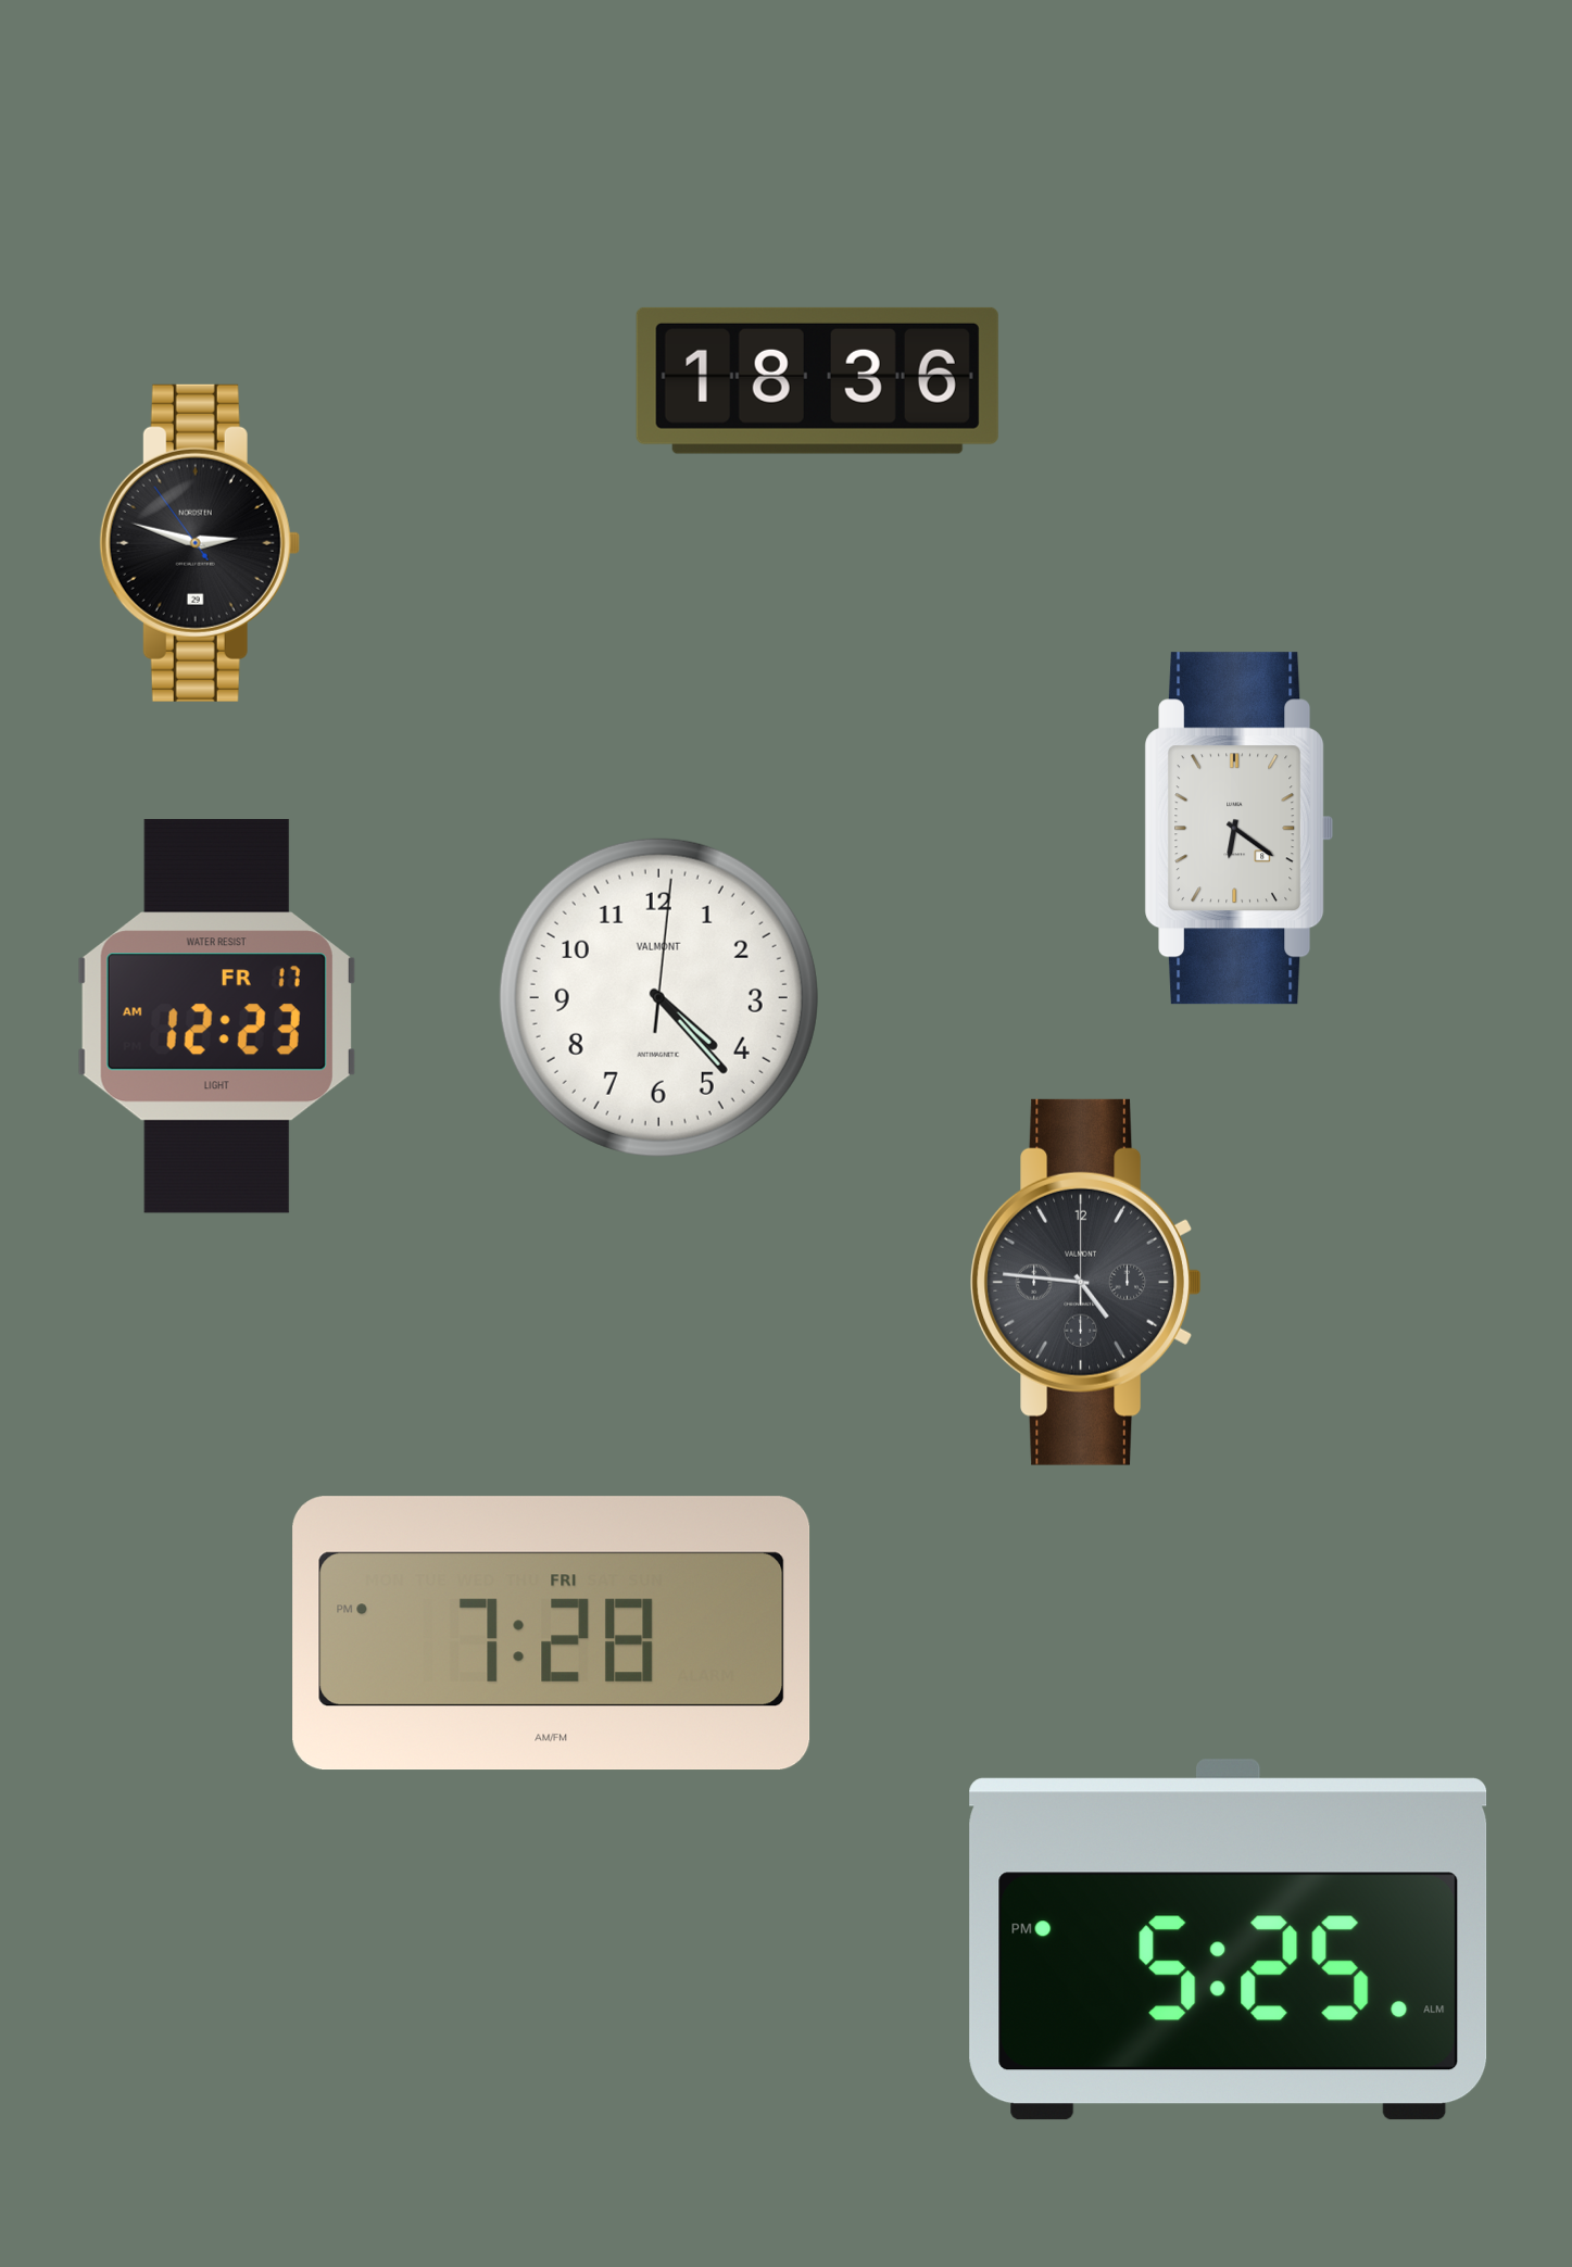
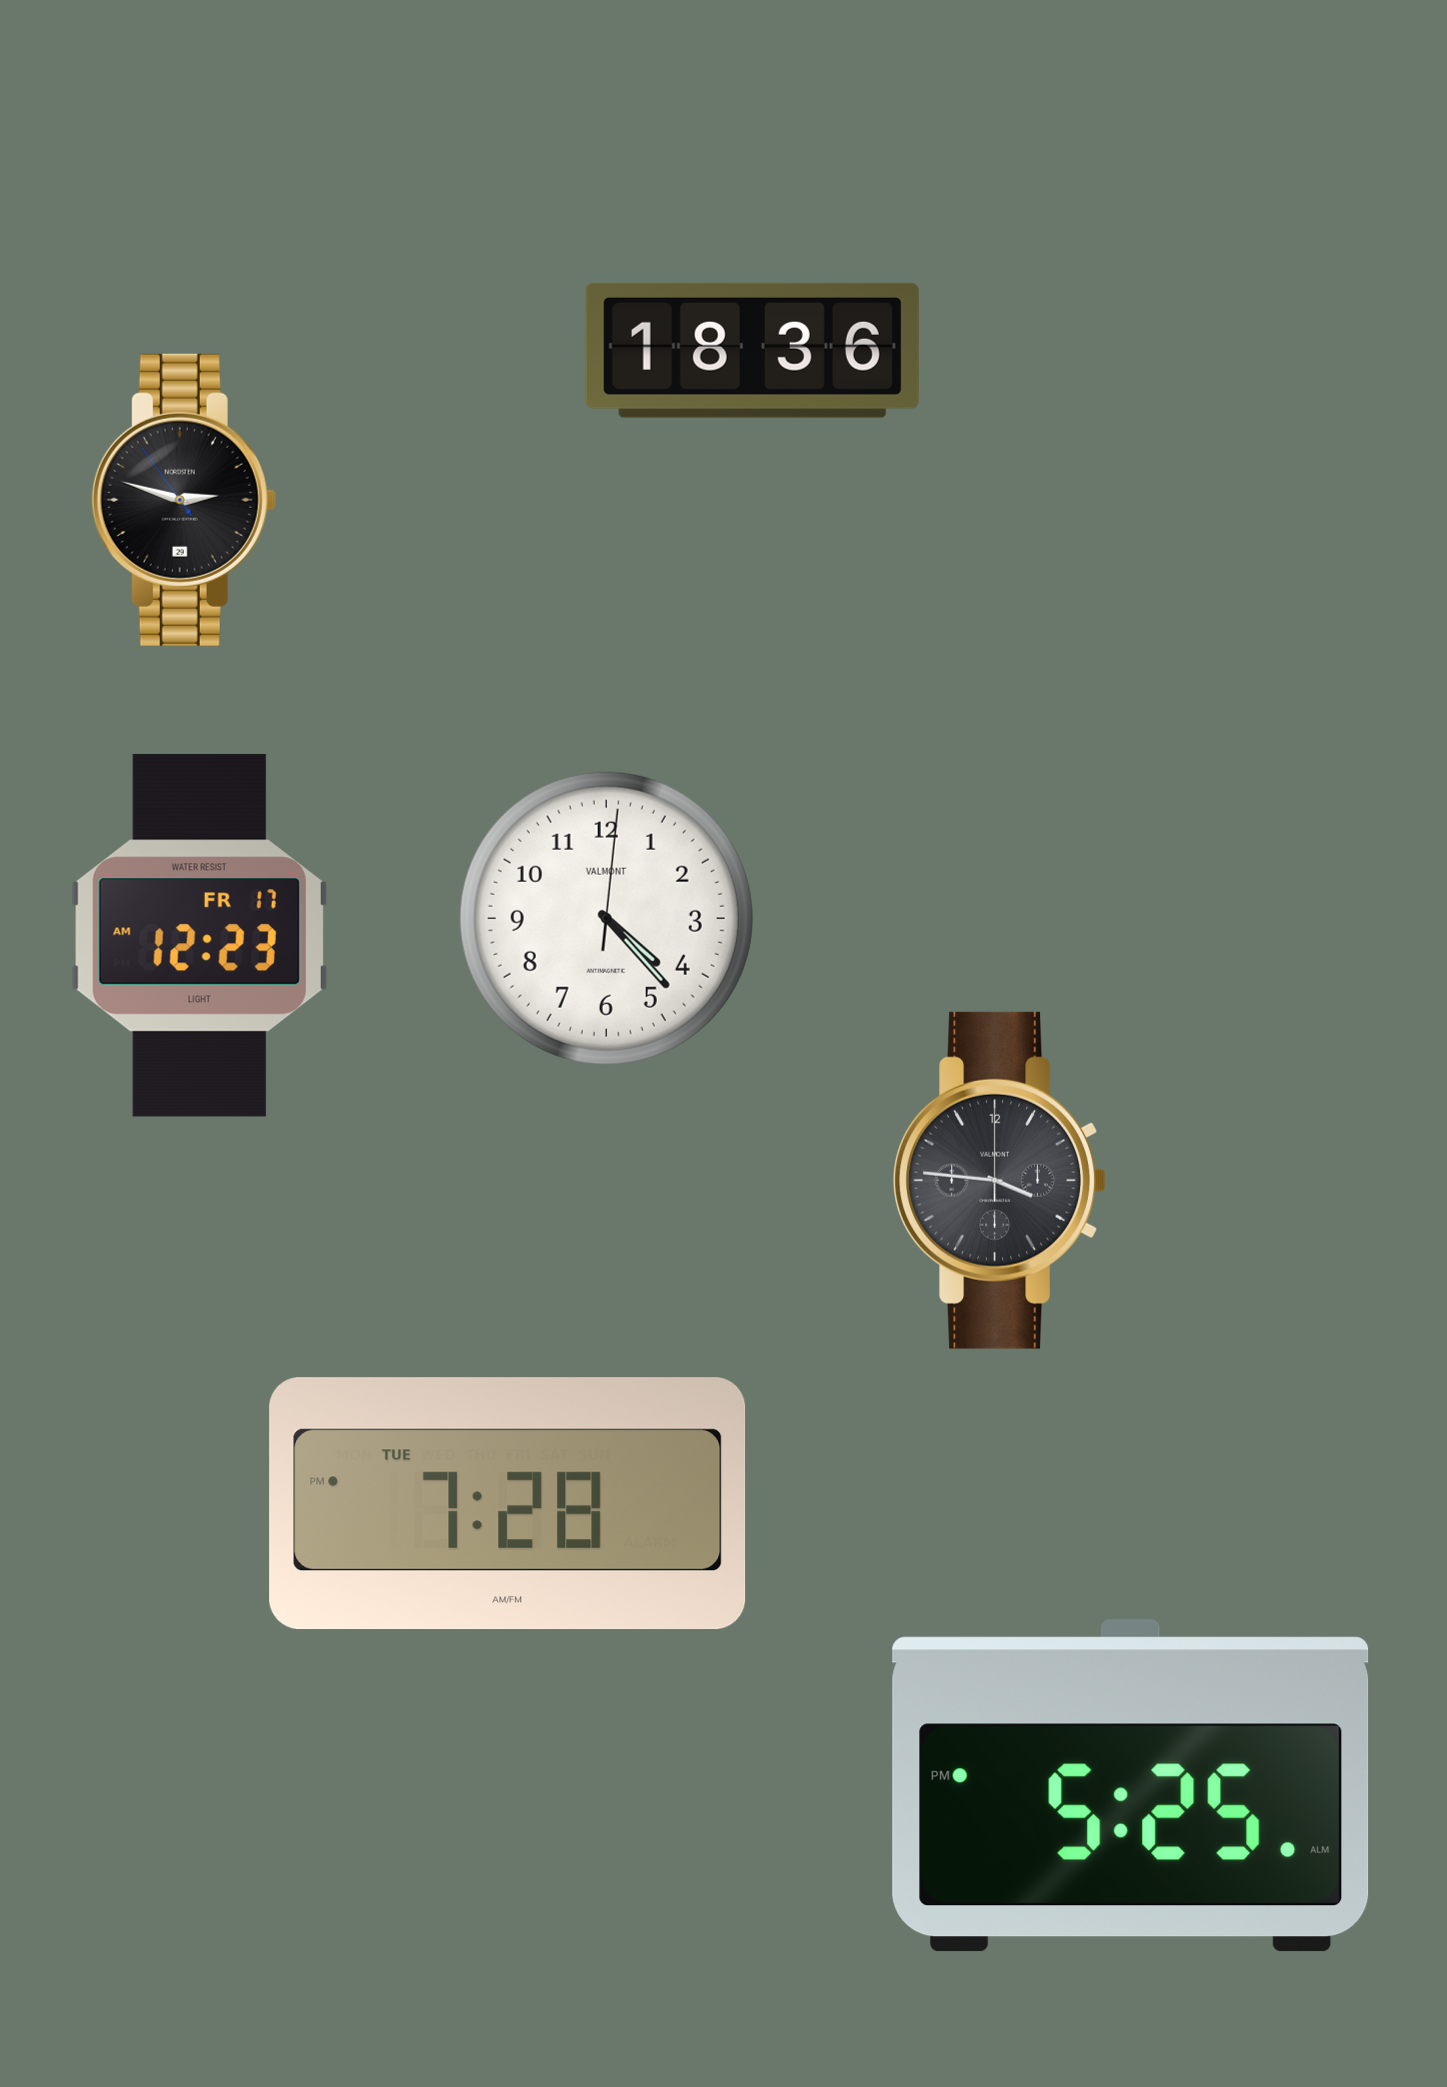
clock at (1240, 829): 6:21 -> none
clock at (1085, 1282): 4:46 -> 3:46
clock at (552, 1634) date: FRI -> TUE
